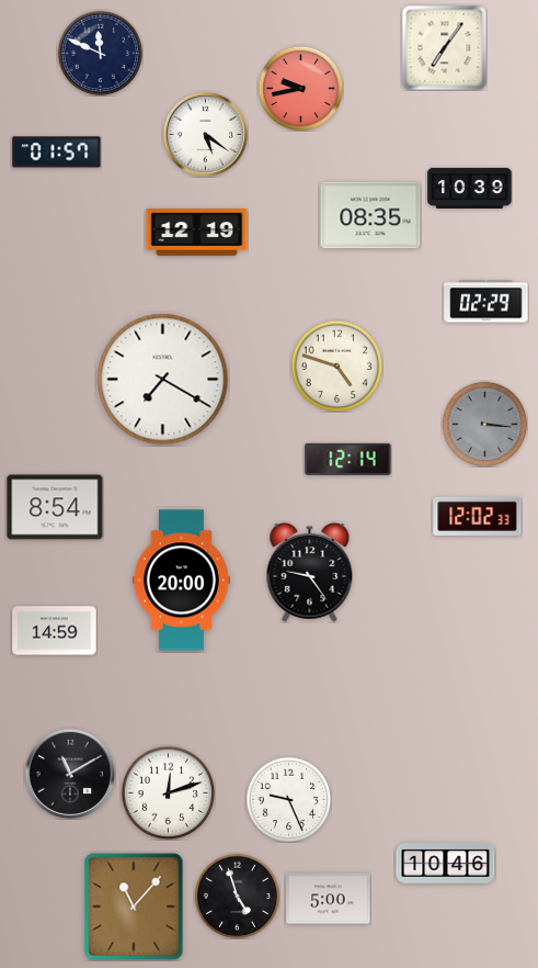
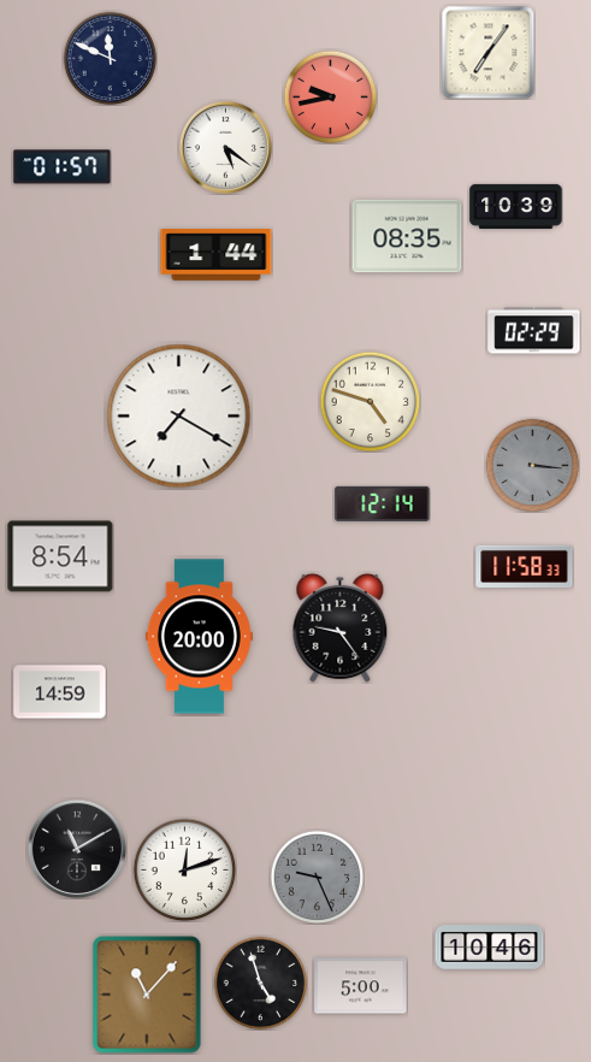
clock at (197, 233): 12:19 -> 1:44
clock at (478, 516): 12:02 -> 11:58
clock at (288, 799) dial: white -> grey
